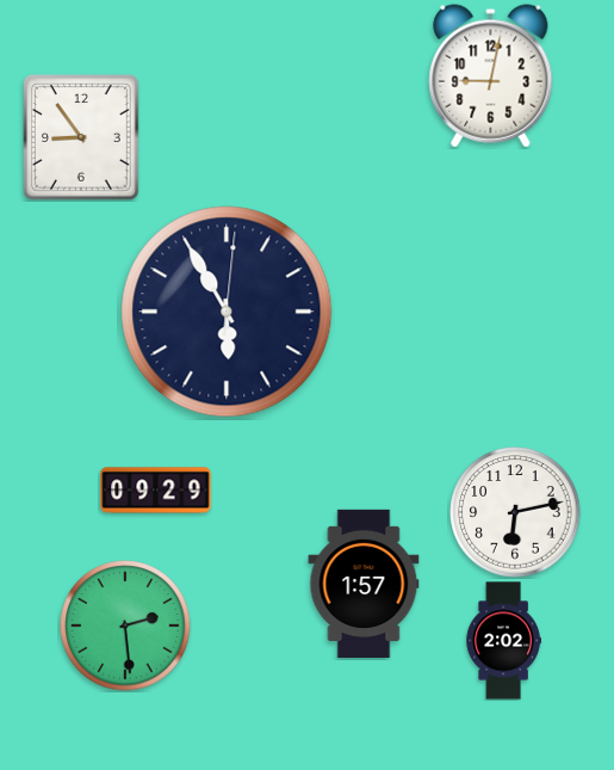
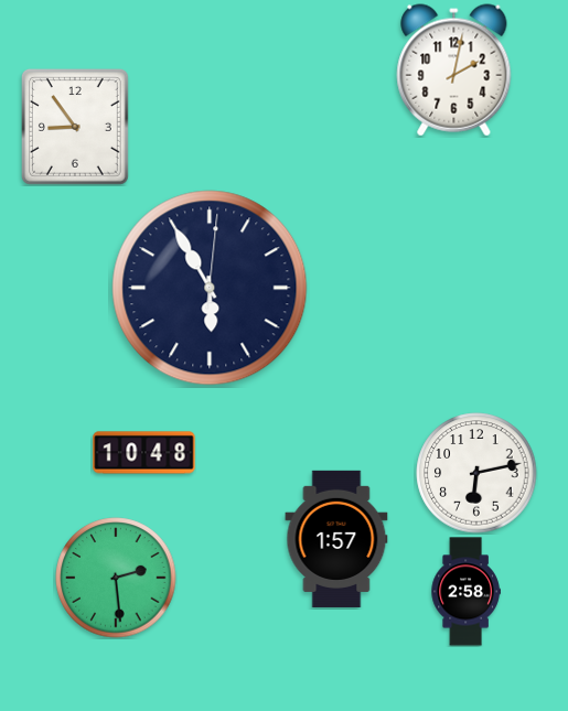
clock at (491, 76): 9:02 -> 2:02
clock at (156, 491): 09:29 -> 10:48
clock at (503, 641): 2:02 -> 2:58
